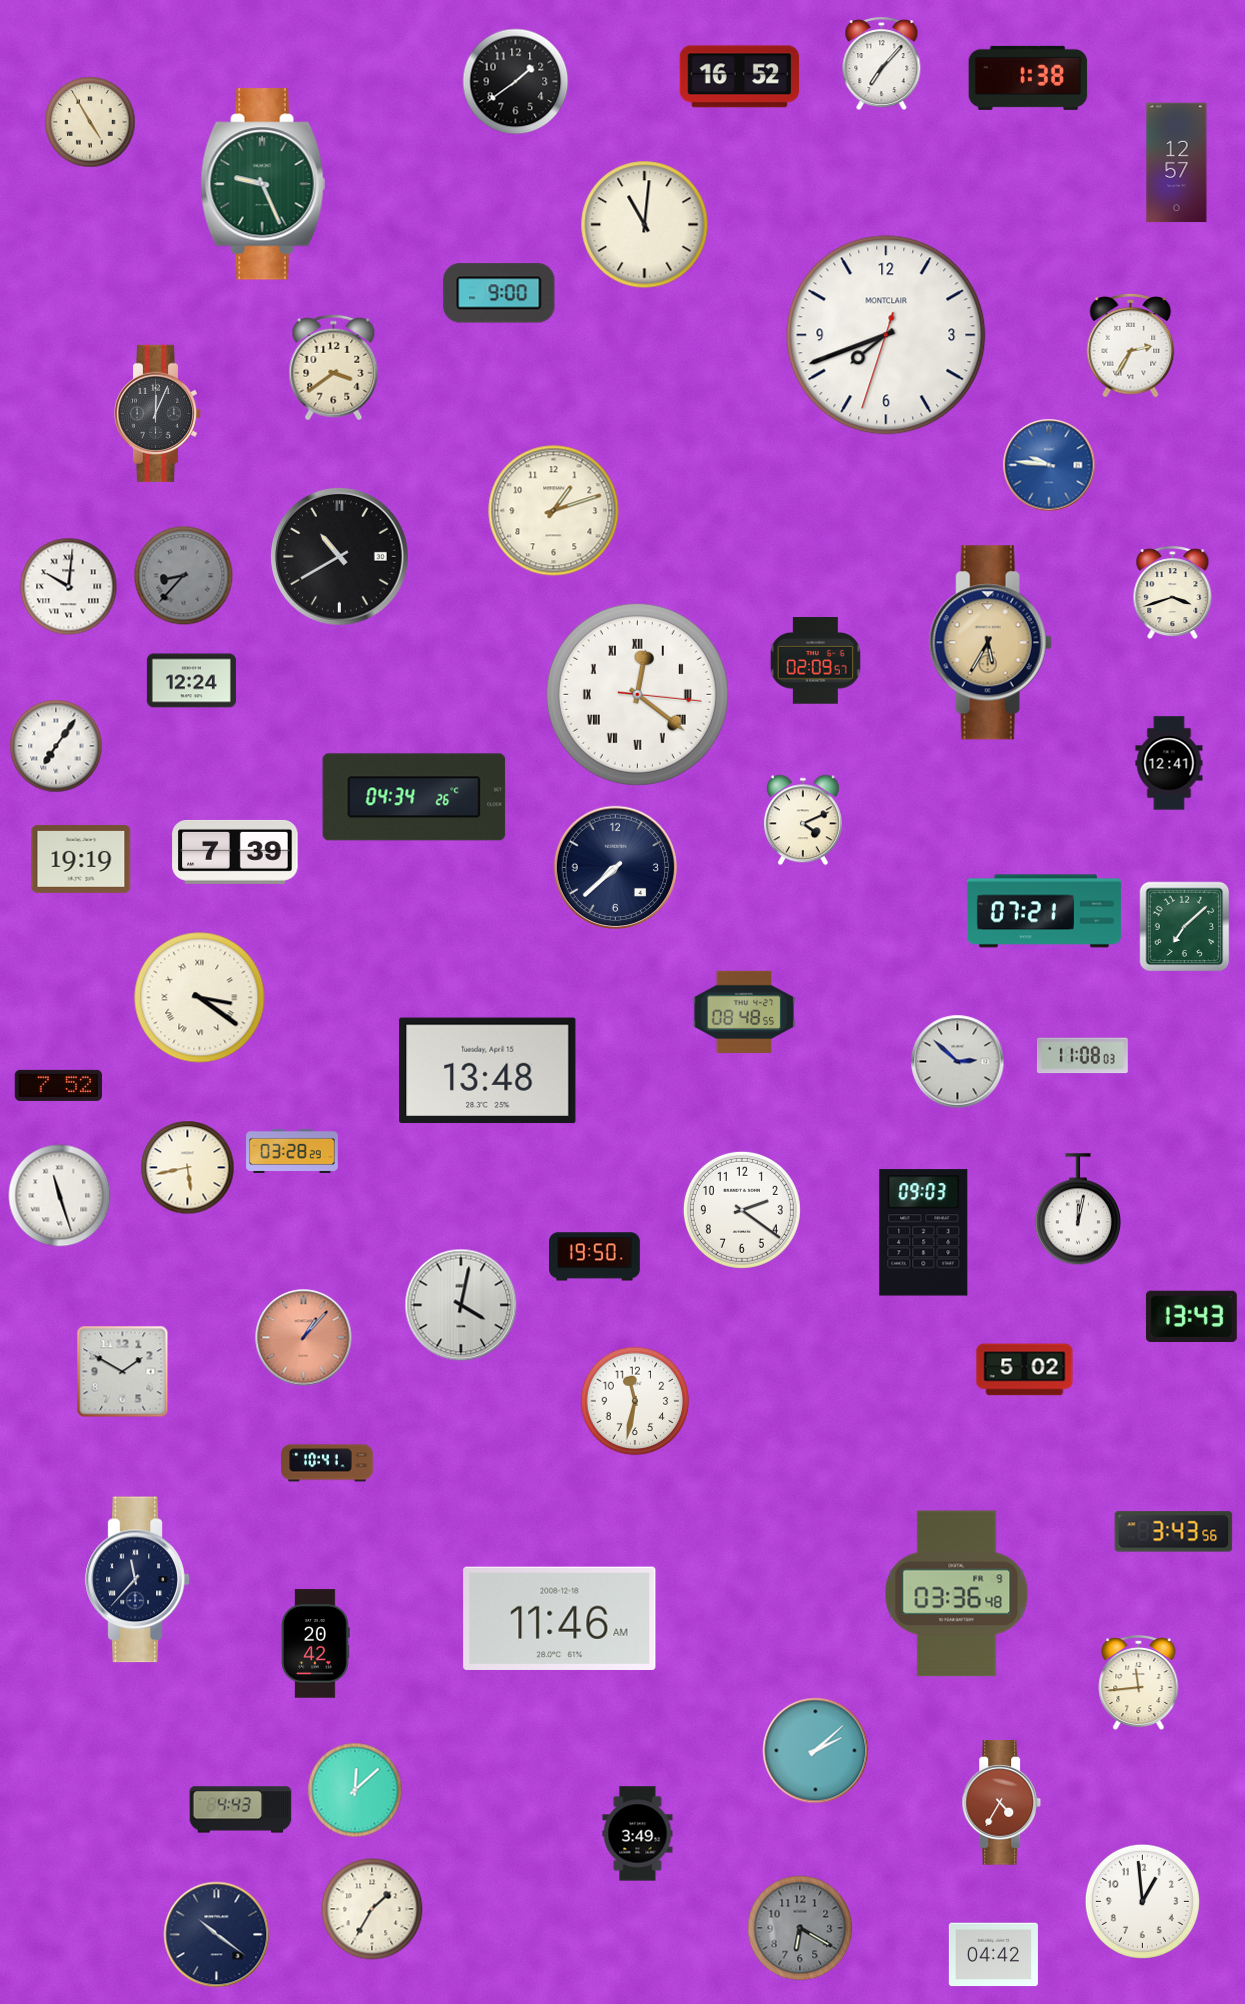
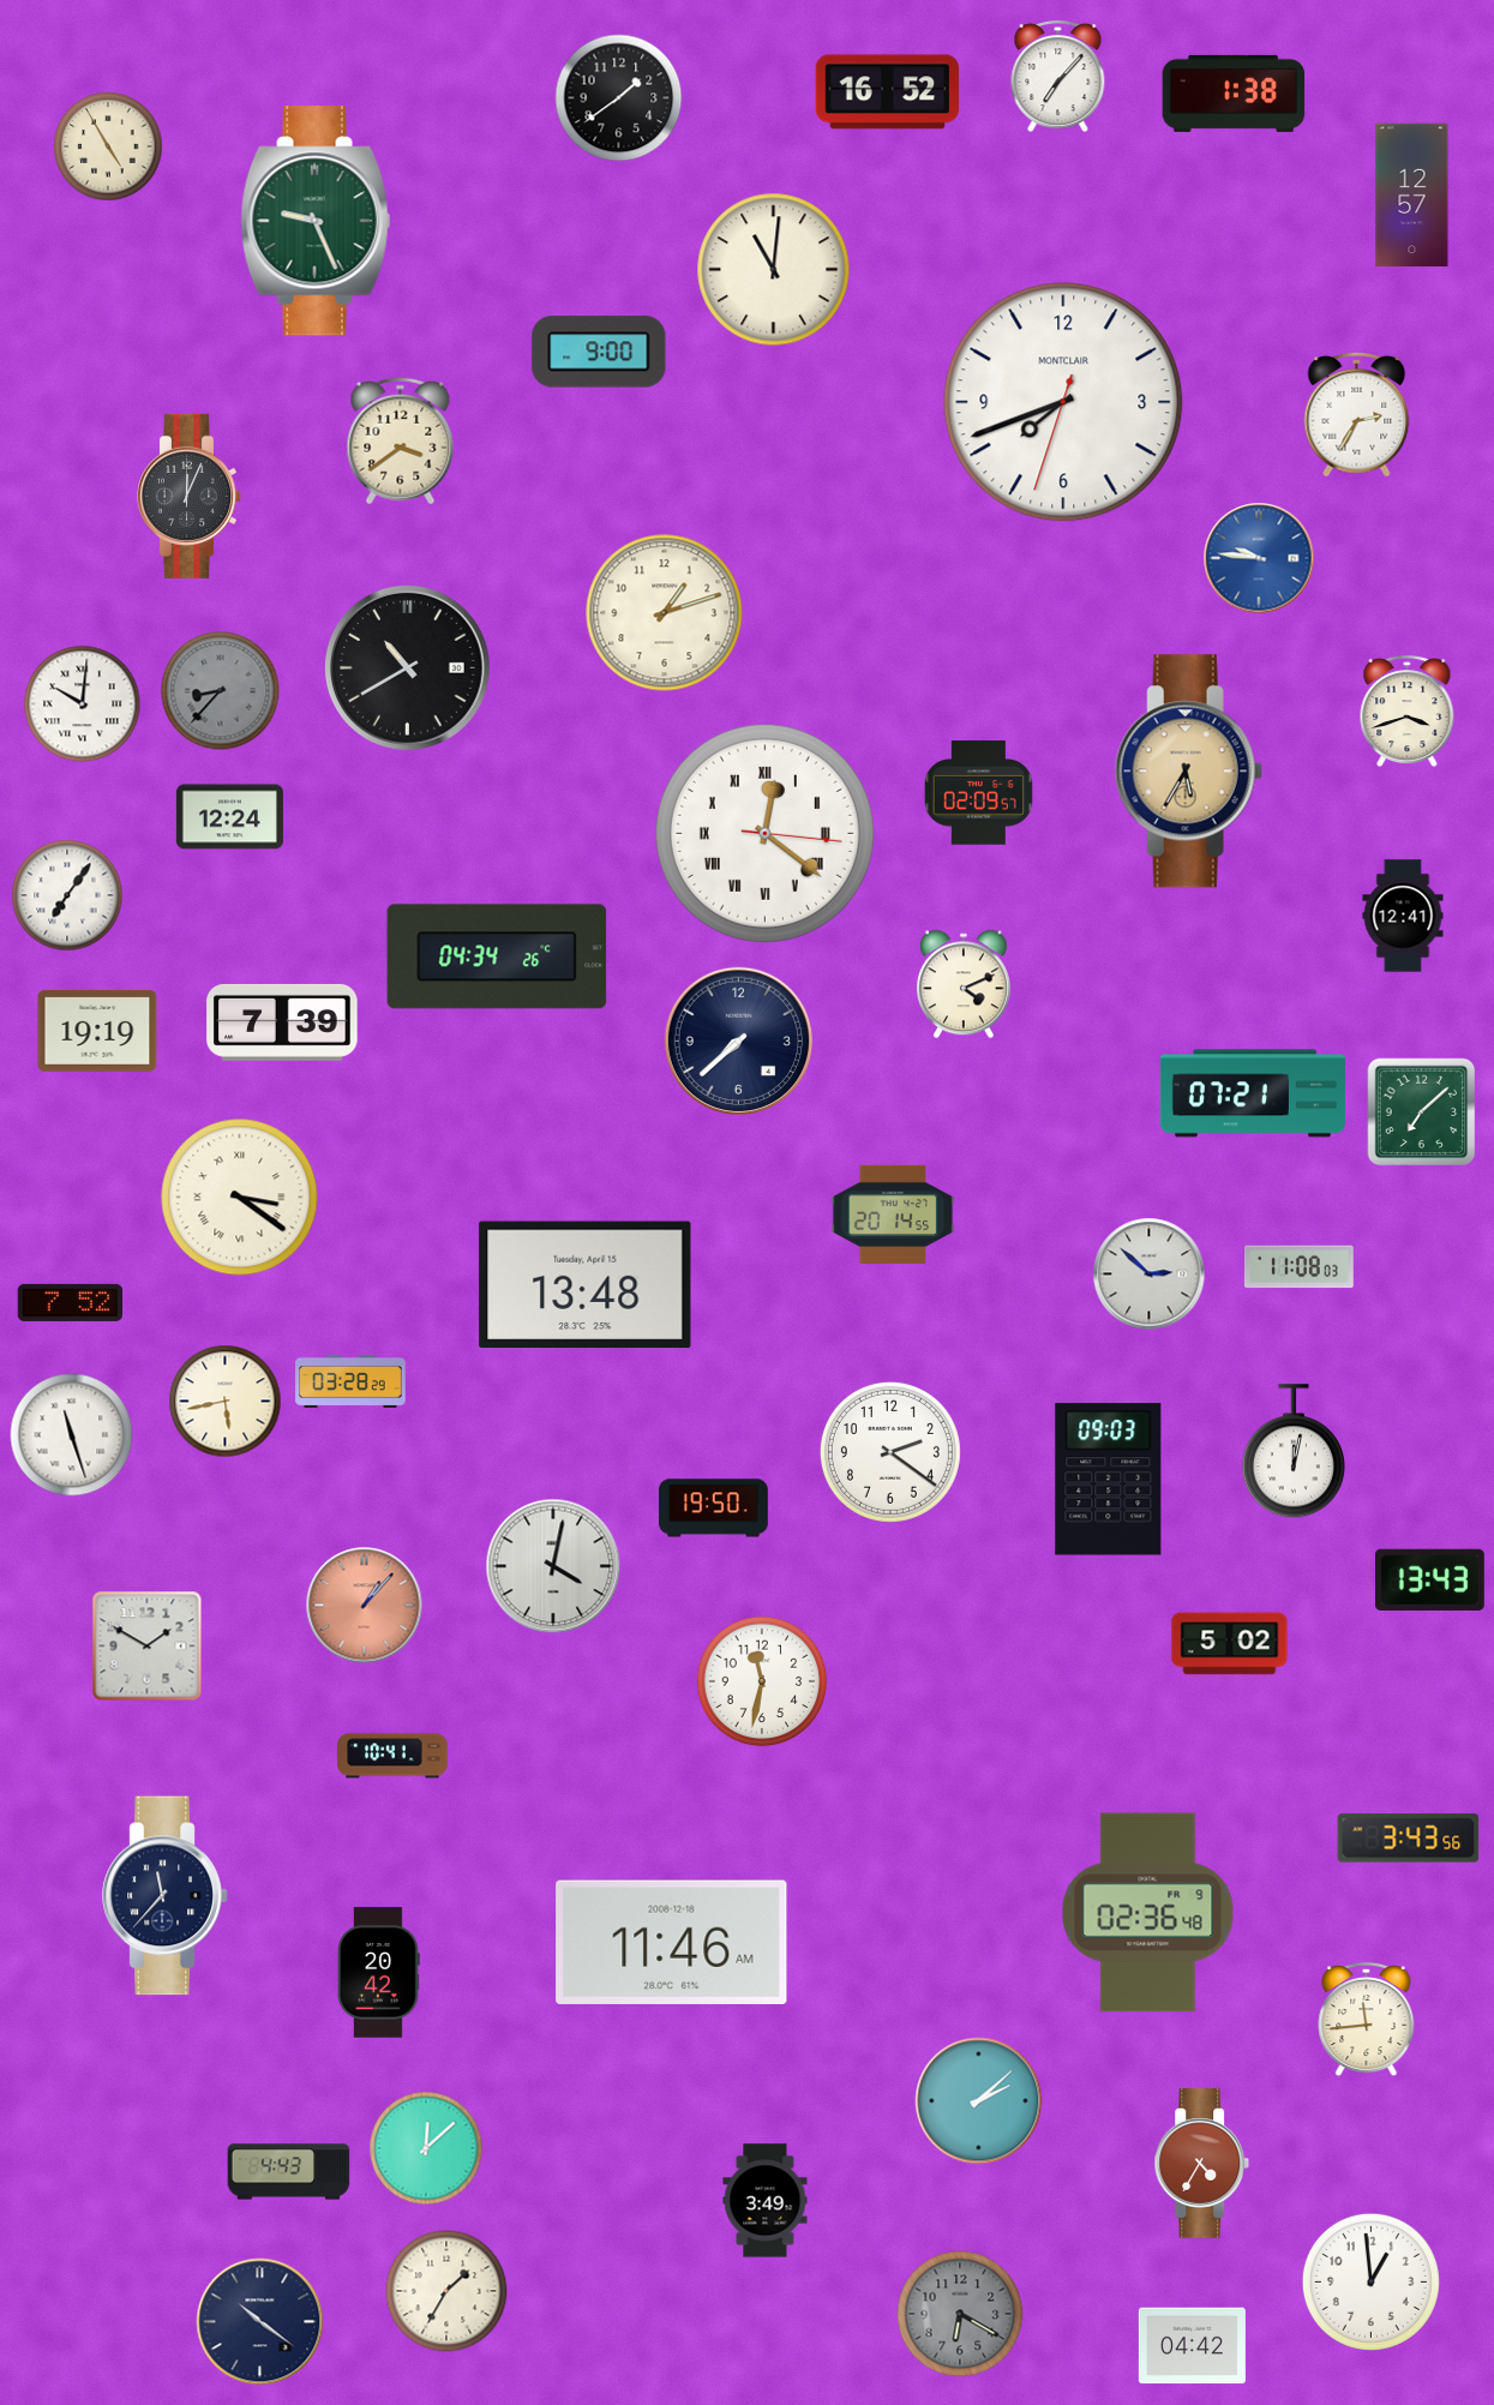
clock at (744, 1012): 08:48 -> 20:14
clock at (957, 1594): 03:36 -> 02:36
